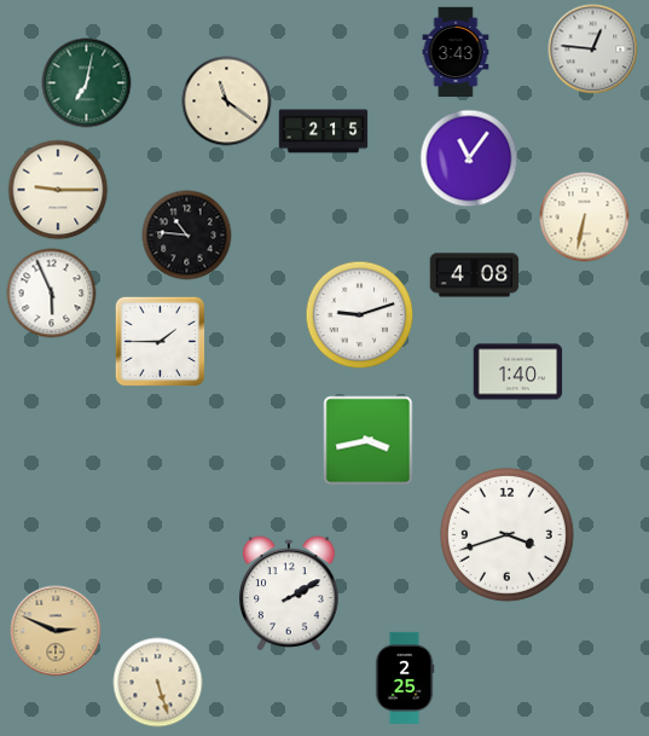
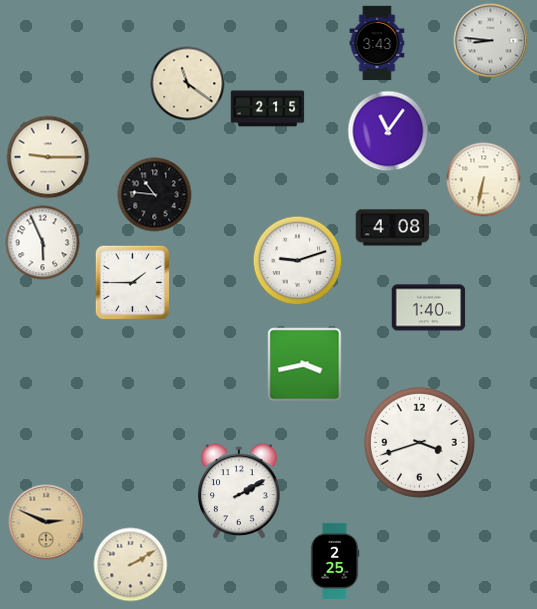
clock at (593, 50): 12:46 -> 8:46
clock at (87, 83): 7:02 -> none
clock at (158, 683): 5:27 -> 2:10
